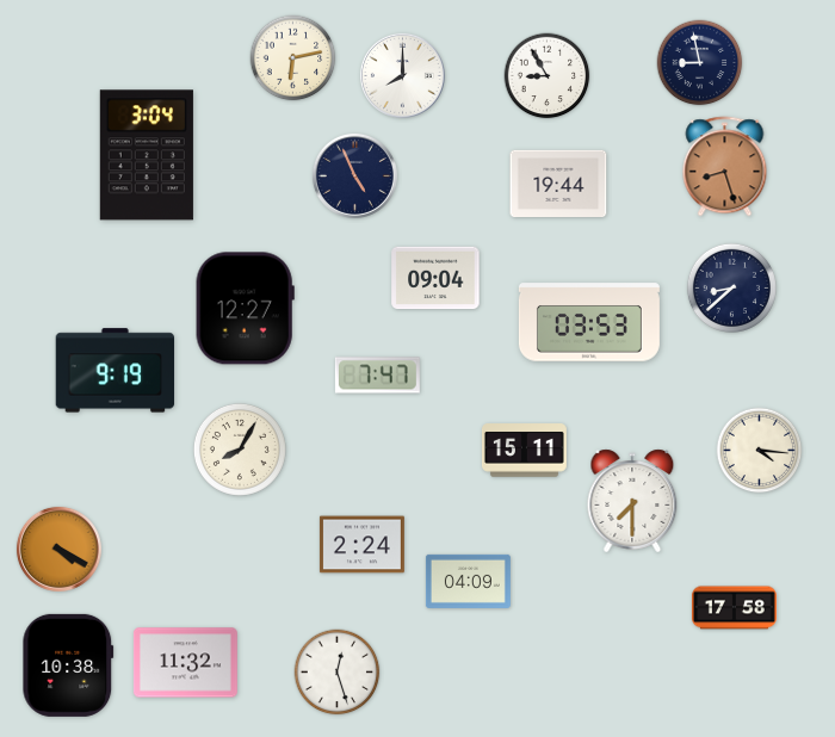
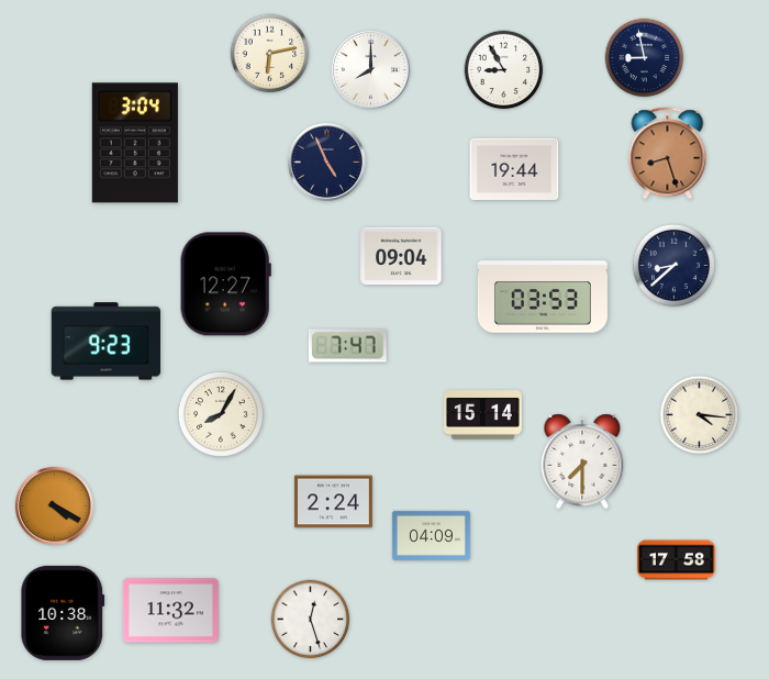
clock at (116, 371): 9:19 -> 9:23
clock at (524, 451): 15:11 -> 15:14
